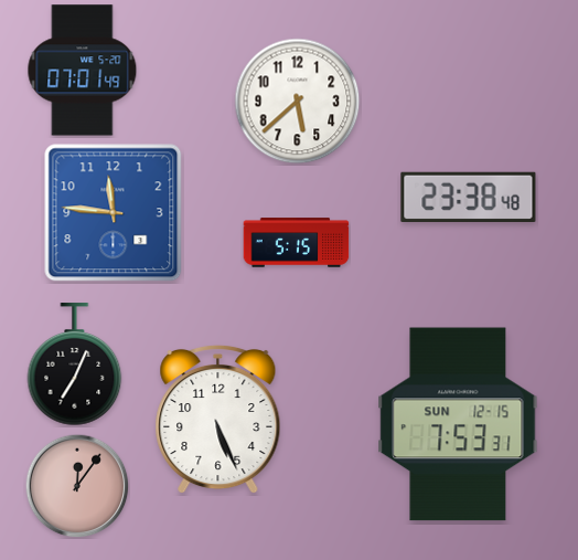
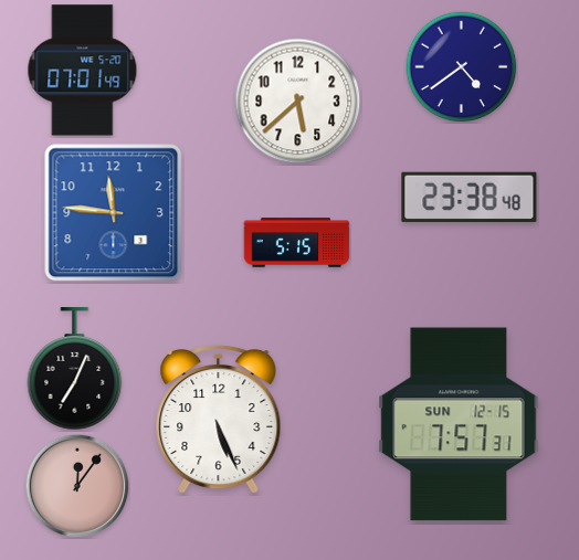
clock at (462, 67): none -> 4:39
clock at (75, 364) position: (75, 364) -> (75, 369)
clock at (458, 424): 7:53 -> 7:57
